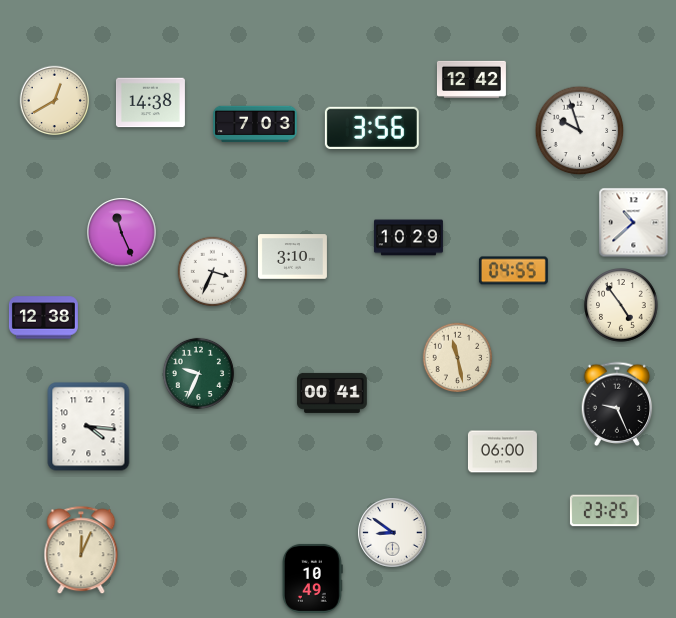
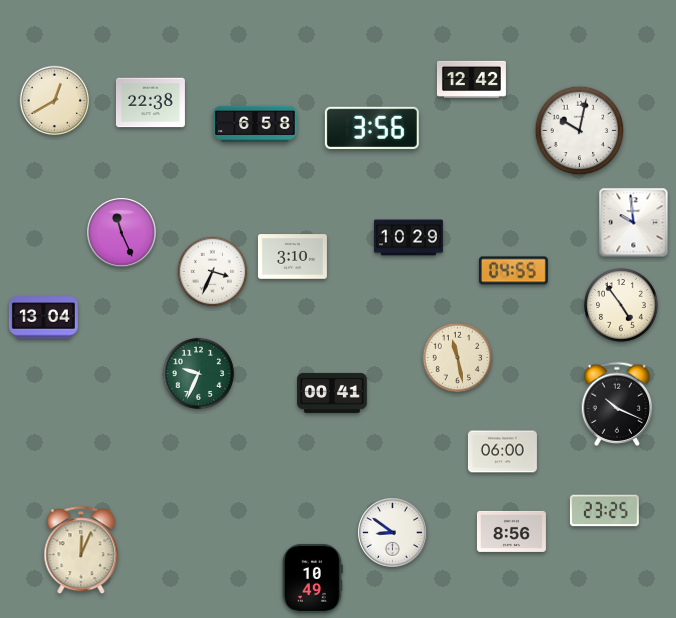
clock at (150, 103): 14:38 -> 22:38
clock at (255, 124): 7:03 -> 6:58
clock at (580, 131): 9:57 -> 10:02
clock at (634, 223): 10:38 -> 9:59
clock at (43, 318): 12:38 -> 13:04
clock at (617, 403): 9:26 -> 10:19
clock at (89, 427): 4:16 -> none
clock at (511, 531): none -> 8:56
